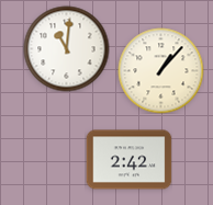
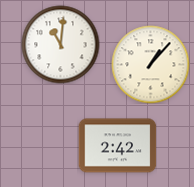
clock at (160, 70) position: (160, 70) -> (150, 64)
